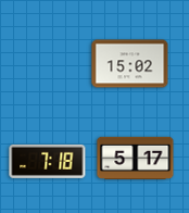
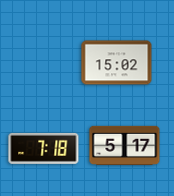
clock at (130, 64) position: (130, 64) -> (117, 63)
